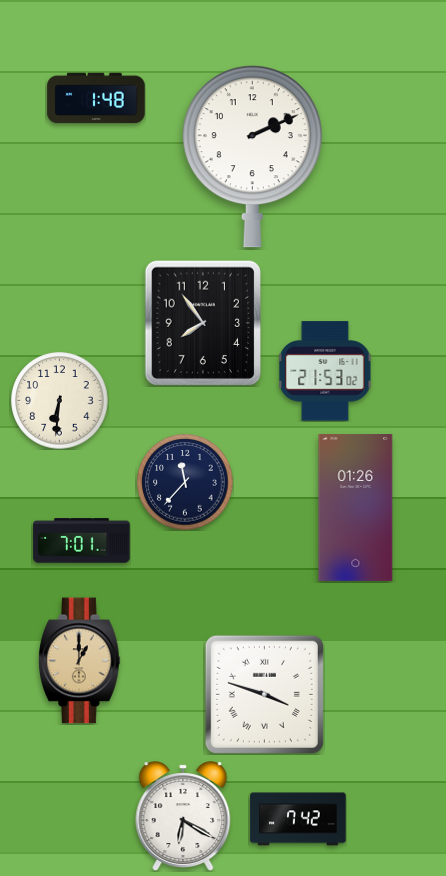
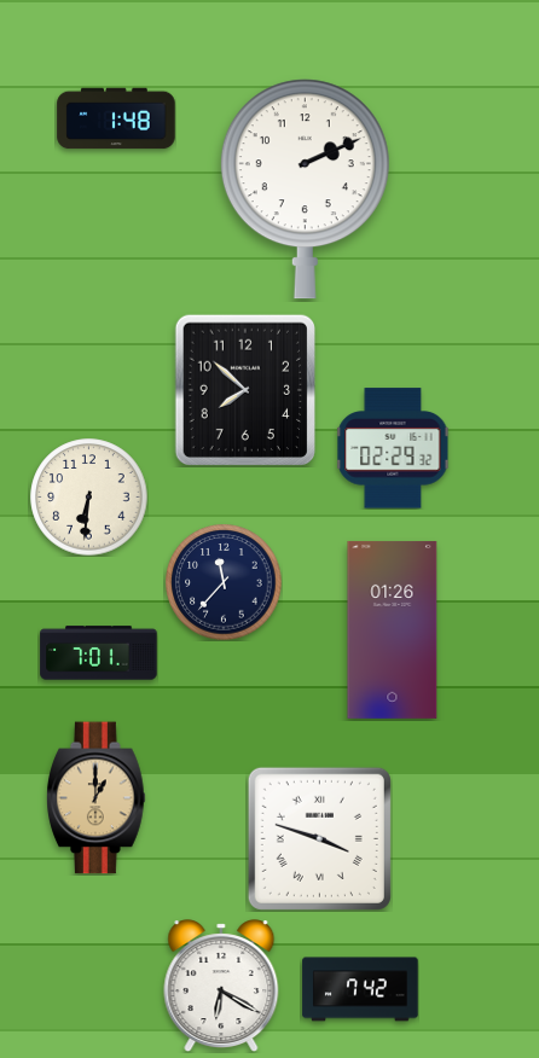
clock at (202, 322): 7:54 -> 7:52
clock at (325, 371): 21:53 -> 02:29
clock at (60, 401) position: (60, 401) -> (89, 498)
clock at (356, 507) position: (356, 507) -> (393, 629)
